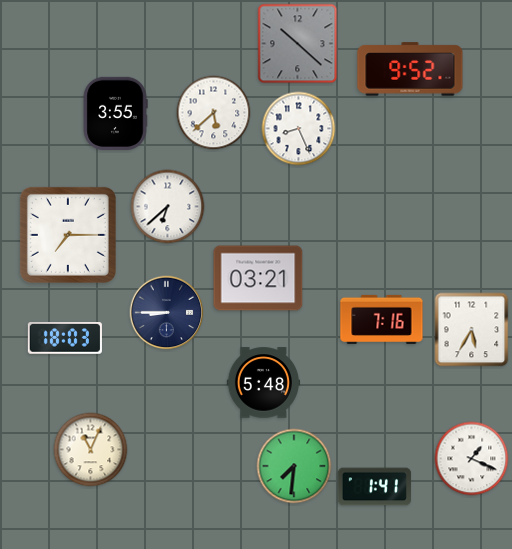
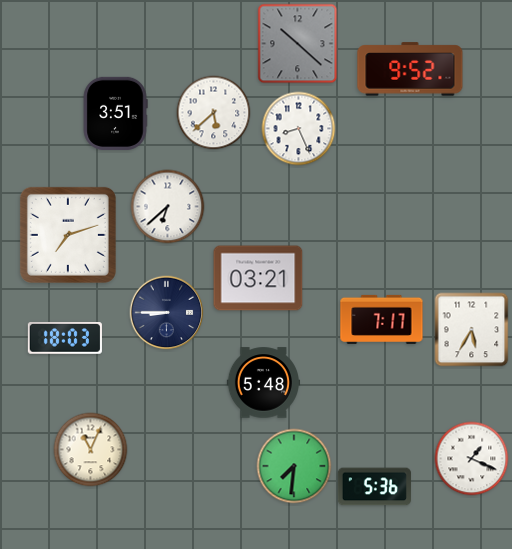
clock at (115, 113): 3:55 -> 3:51
clock at (68, 235): 7:15 -> 7:12
clock at (382, 319): 7:16 -> 7:17
clock at (374, 487): 1:41 -> 5:36
